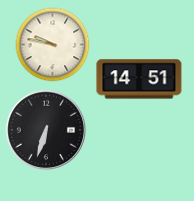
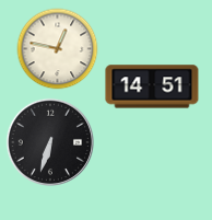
clock at (53, 45): 9:47 -> 12:47
